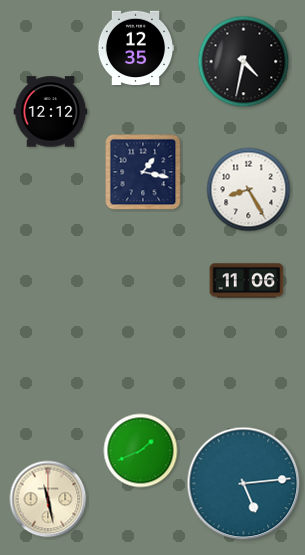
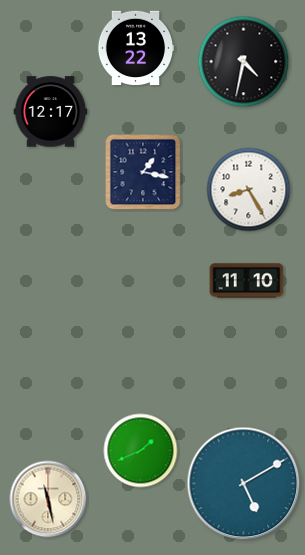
clock at (136, 48): 12:35 -> 13:22
clock at (51, 112): 12:12 -> 12:17
clock at (247, 281): 11:06 -> 11:10
clock at (244, 484): 5:14 -> 5:10
